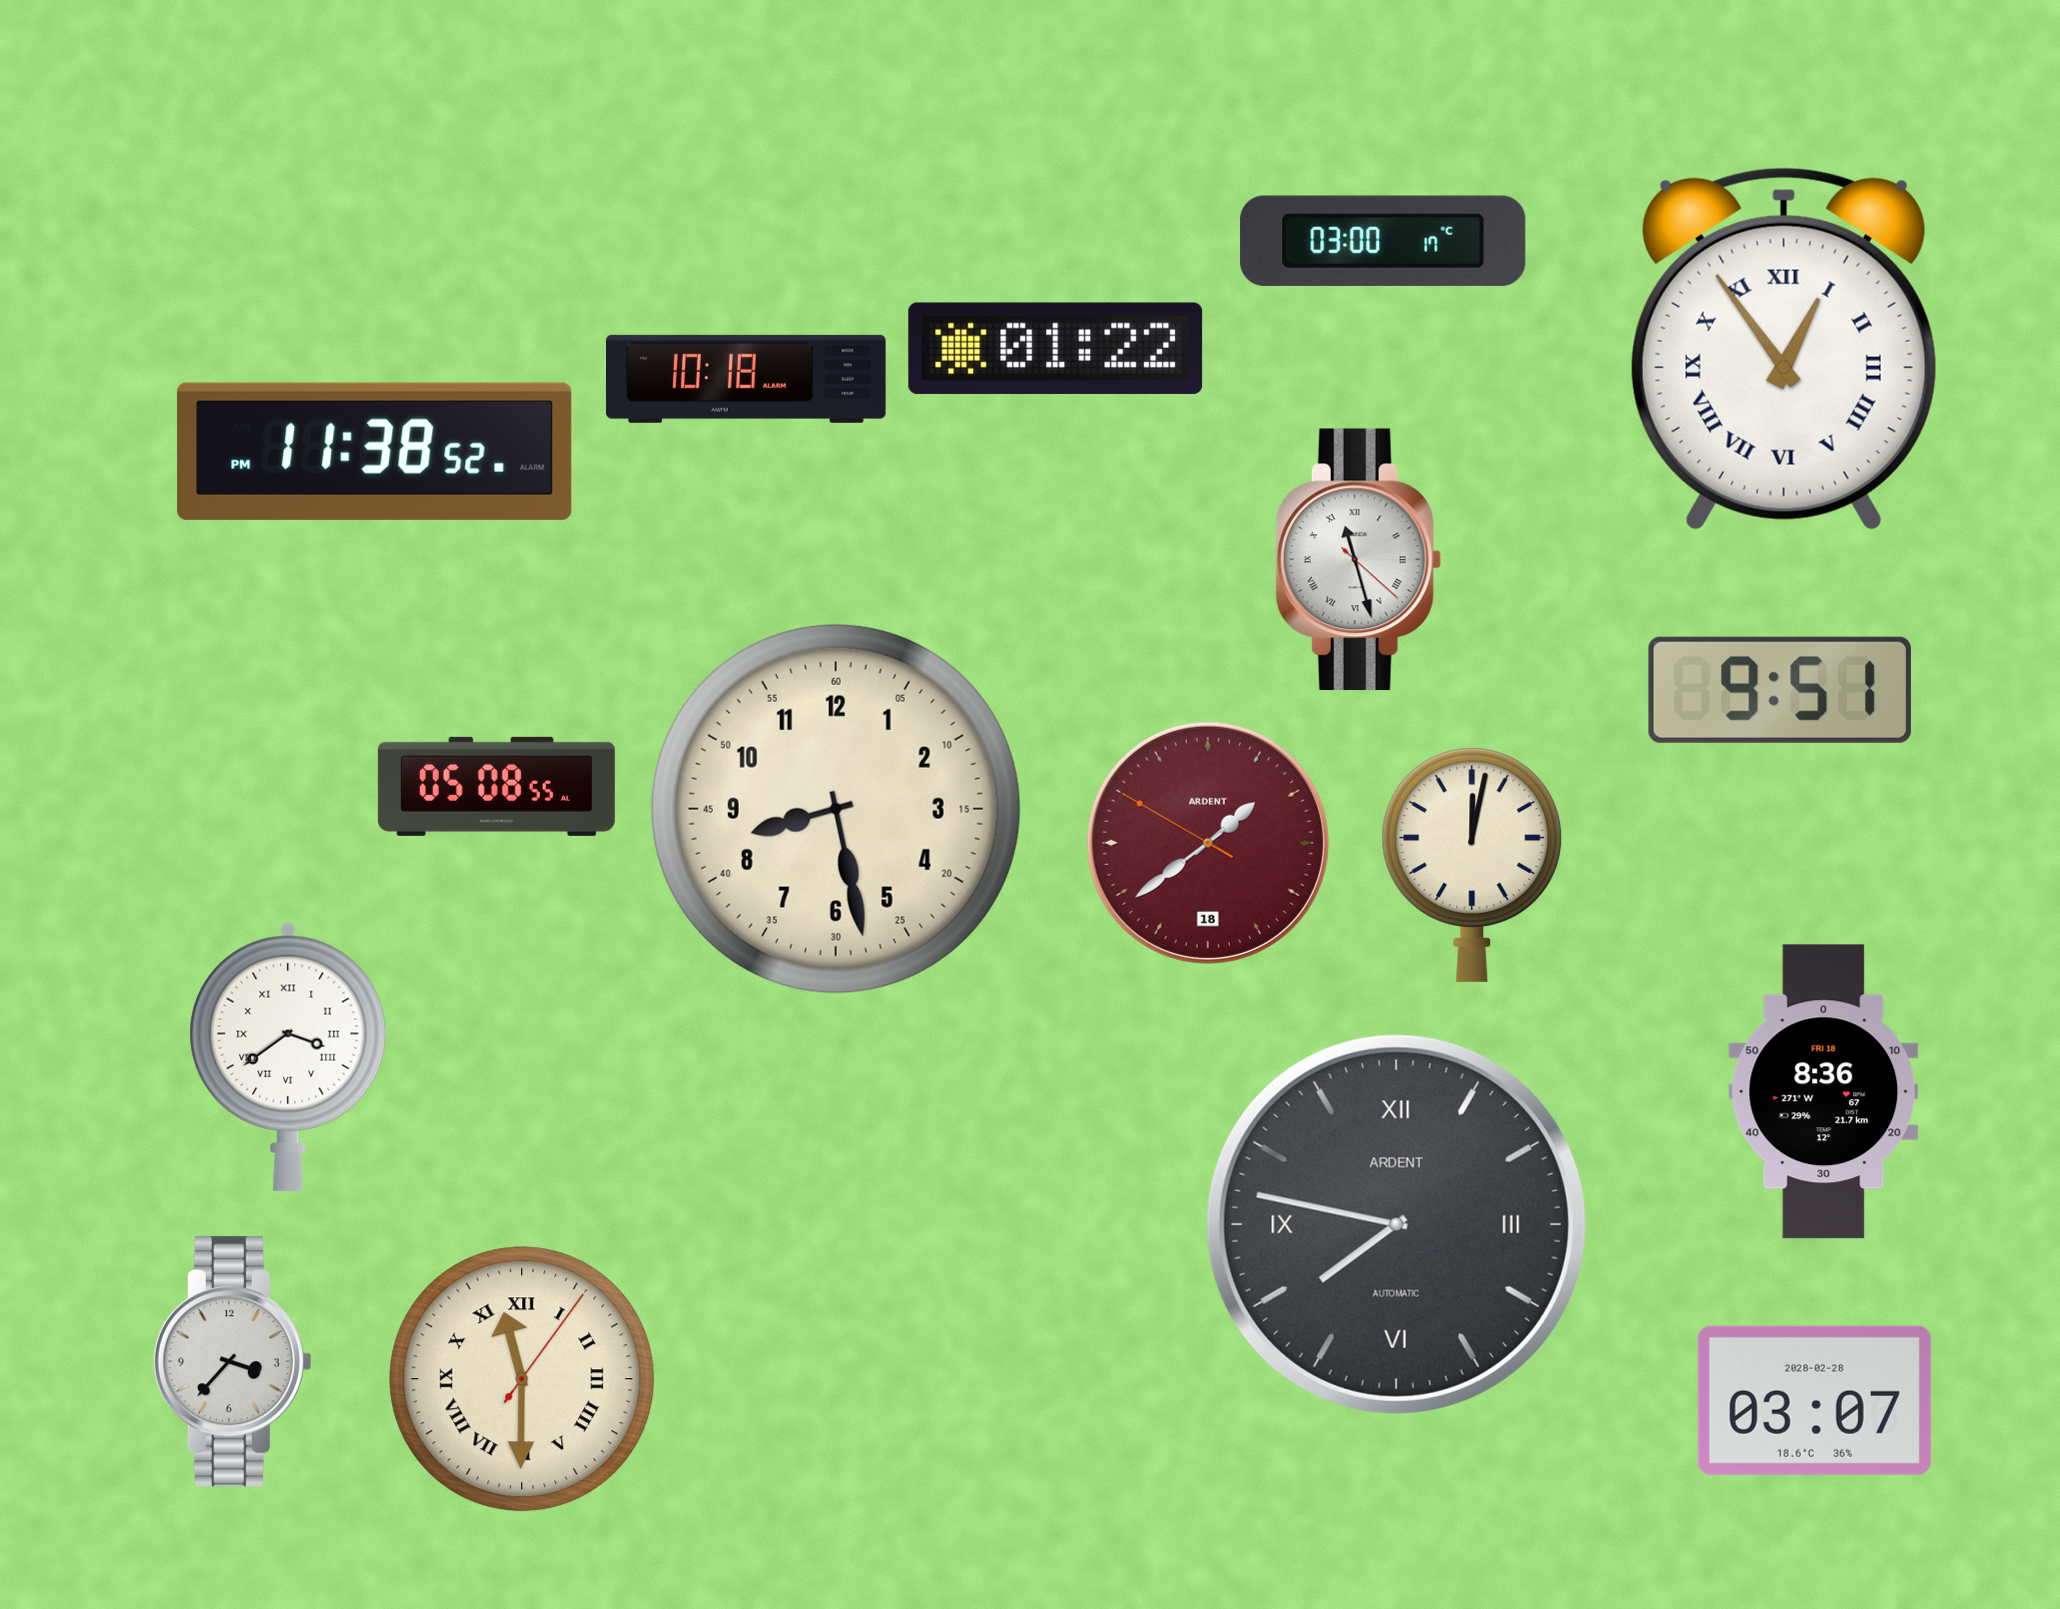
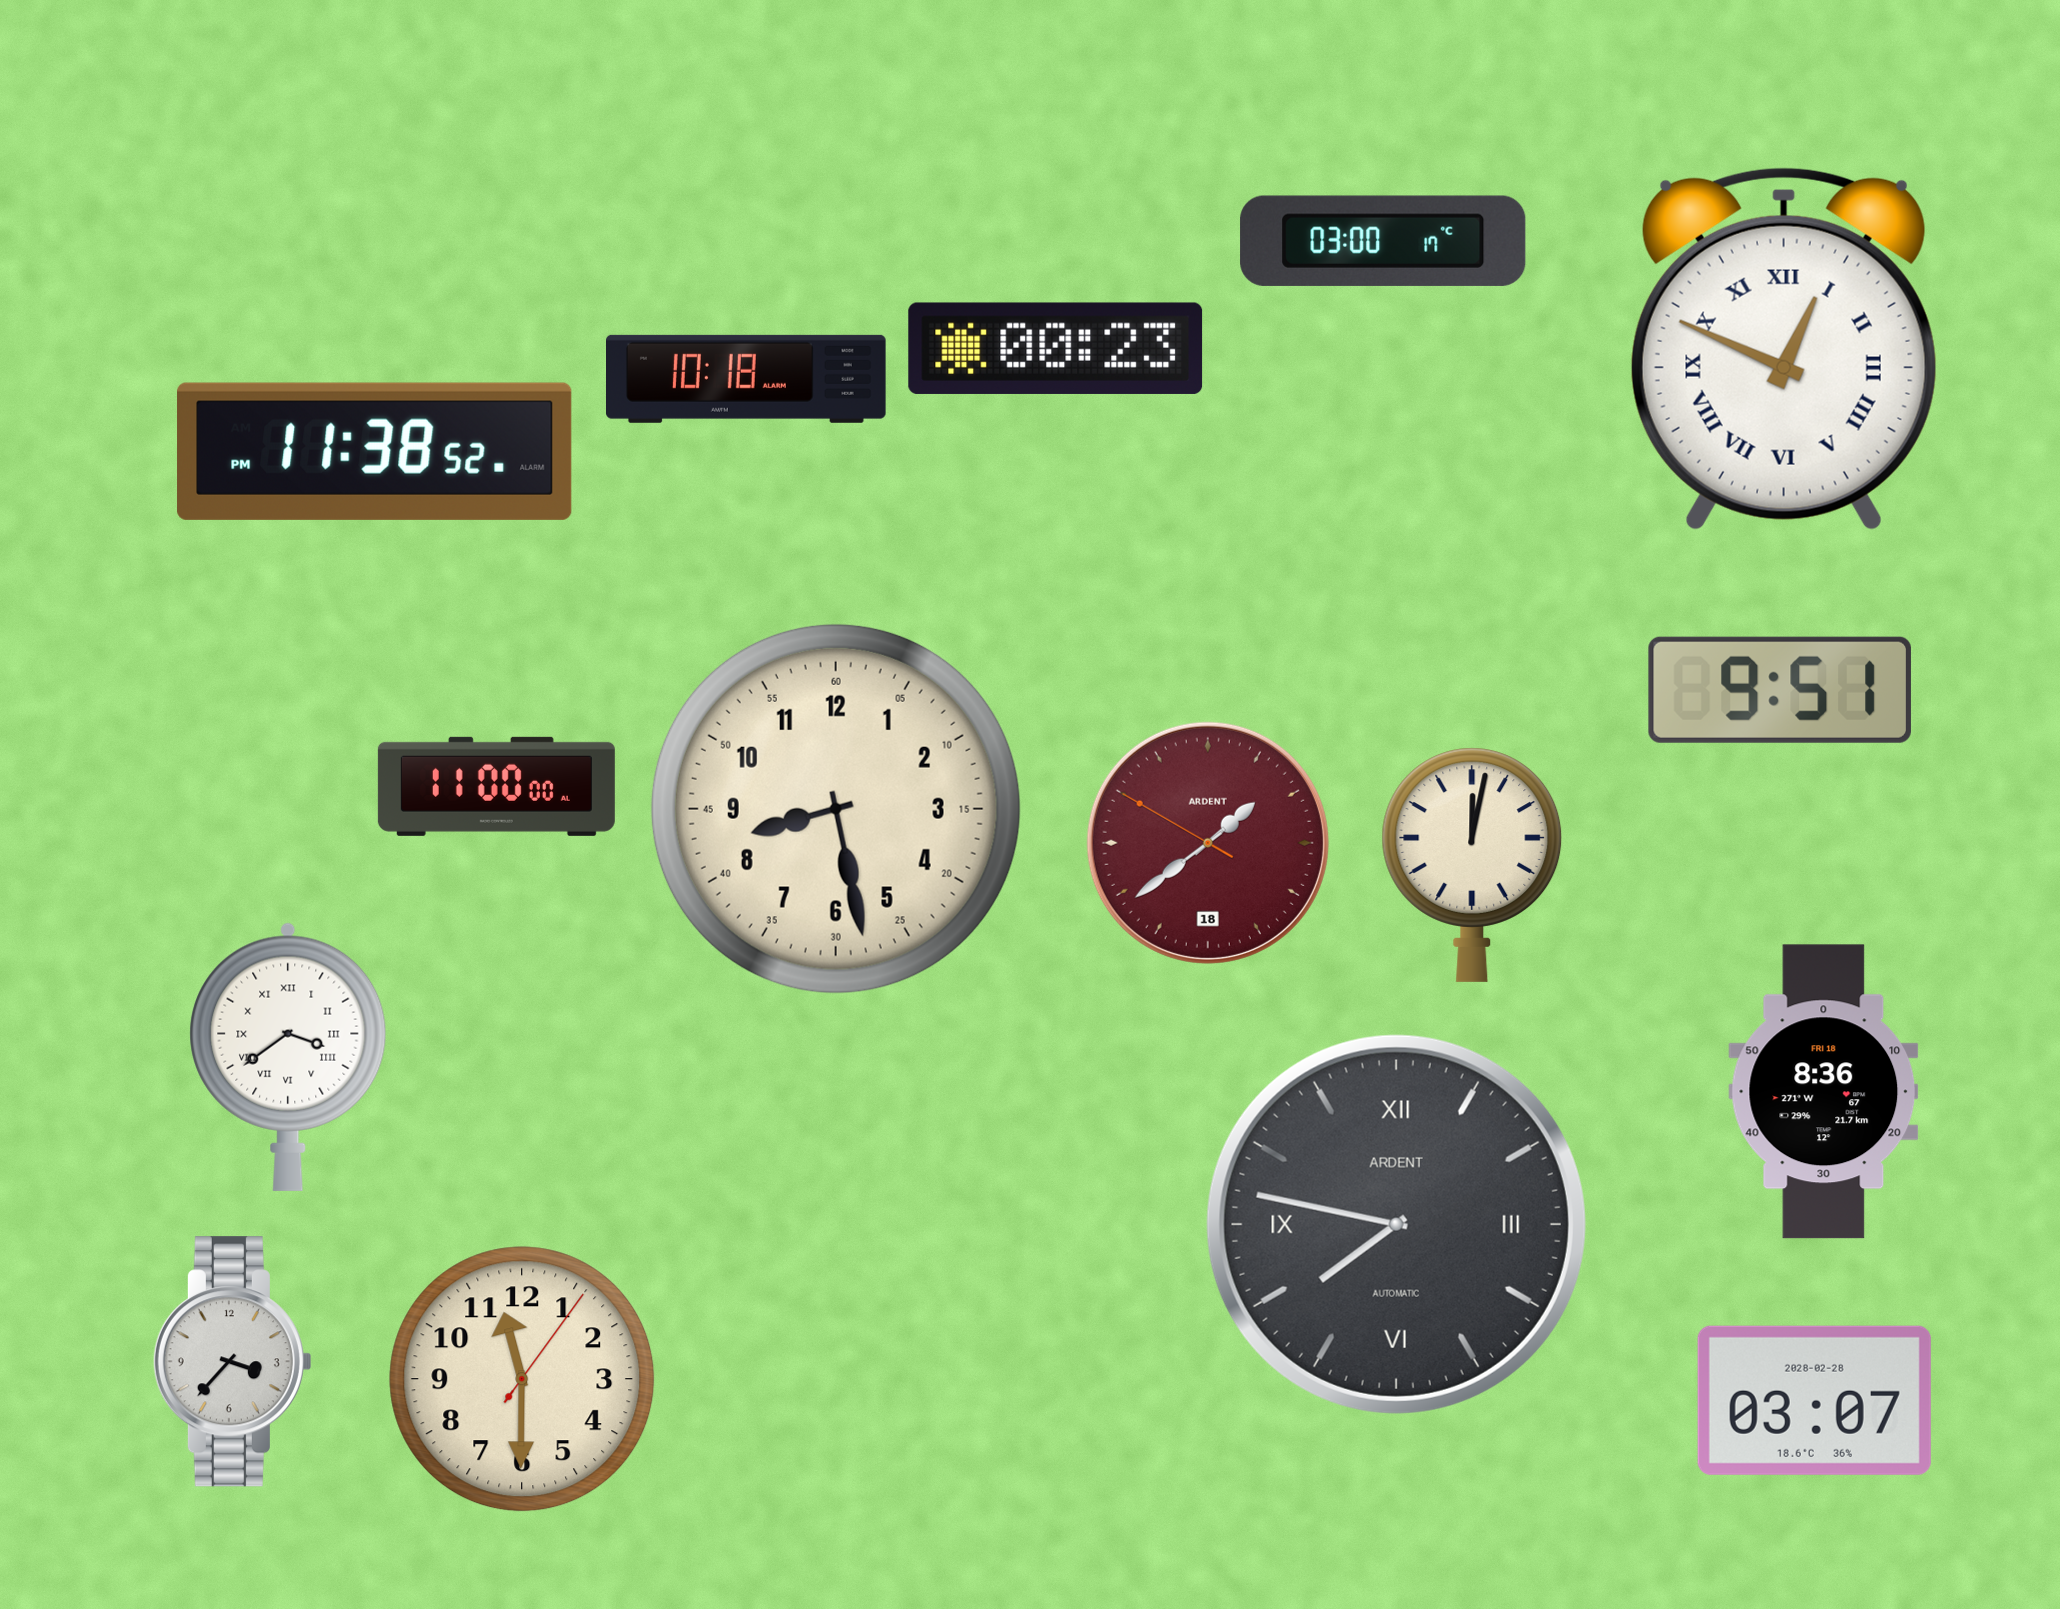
clock at (1056, 348): 01:22 -> 00:23
clock at (1784, 349): 12:54 -> 12:49
clock at (1358, 560): 11:27 -> none
clock at (496, 786): 05:08 -> 11:00
clock at (522, 1379) numerals: Roman -> Arabic
